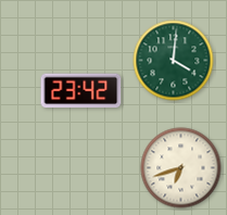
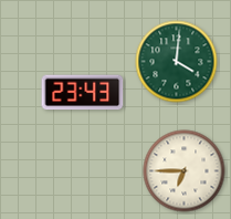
clock at (81, 91): 23:42 -> 23:43
clock at (181, 168): 6:42 -> 6:45
